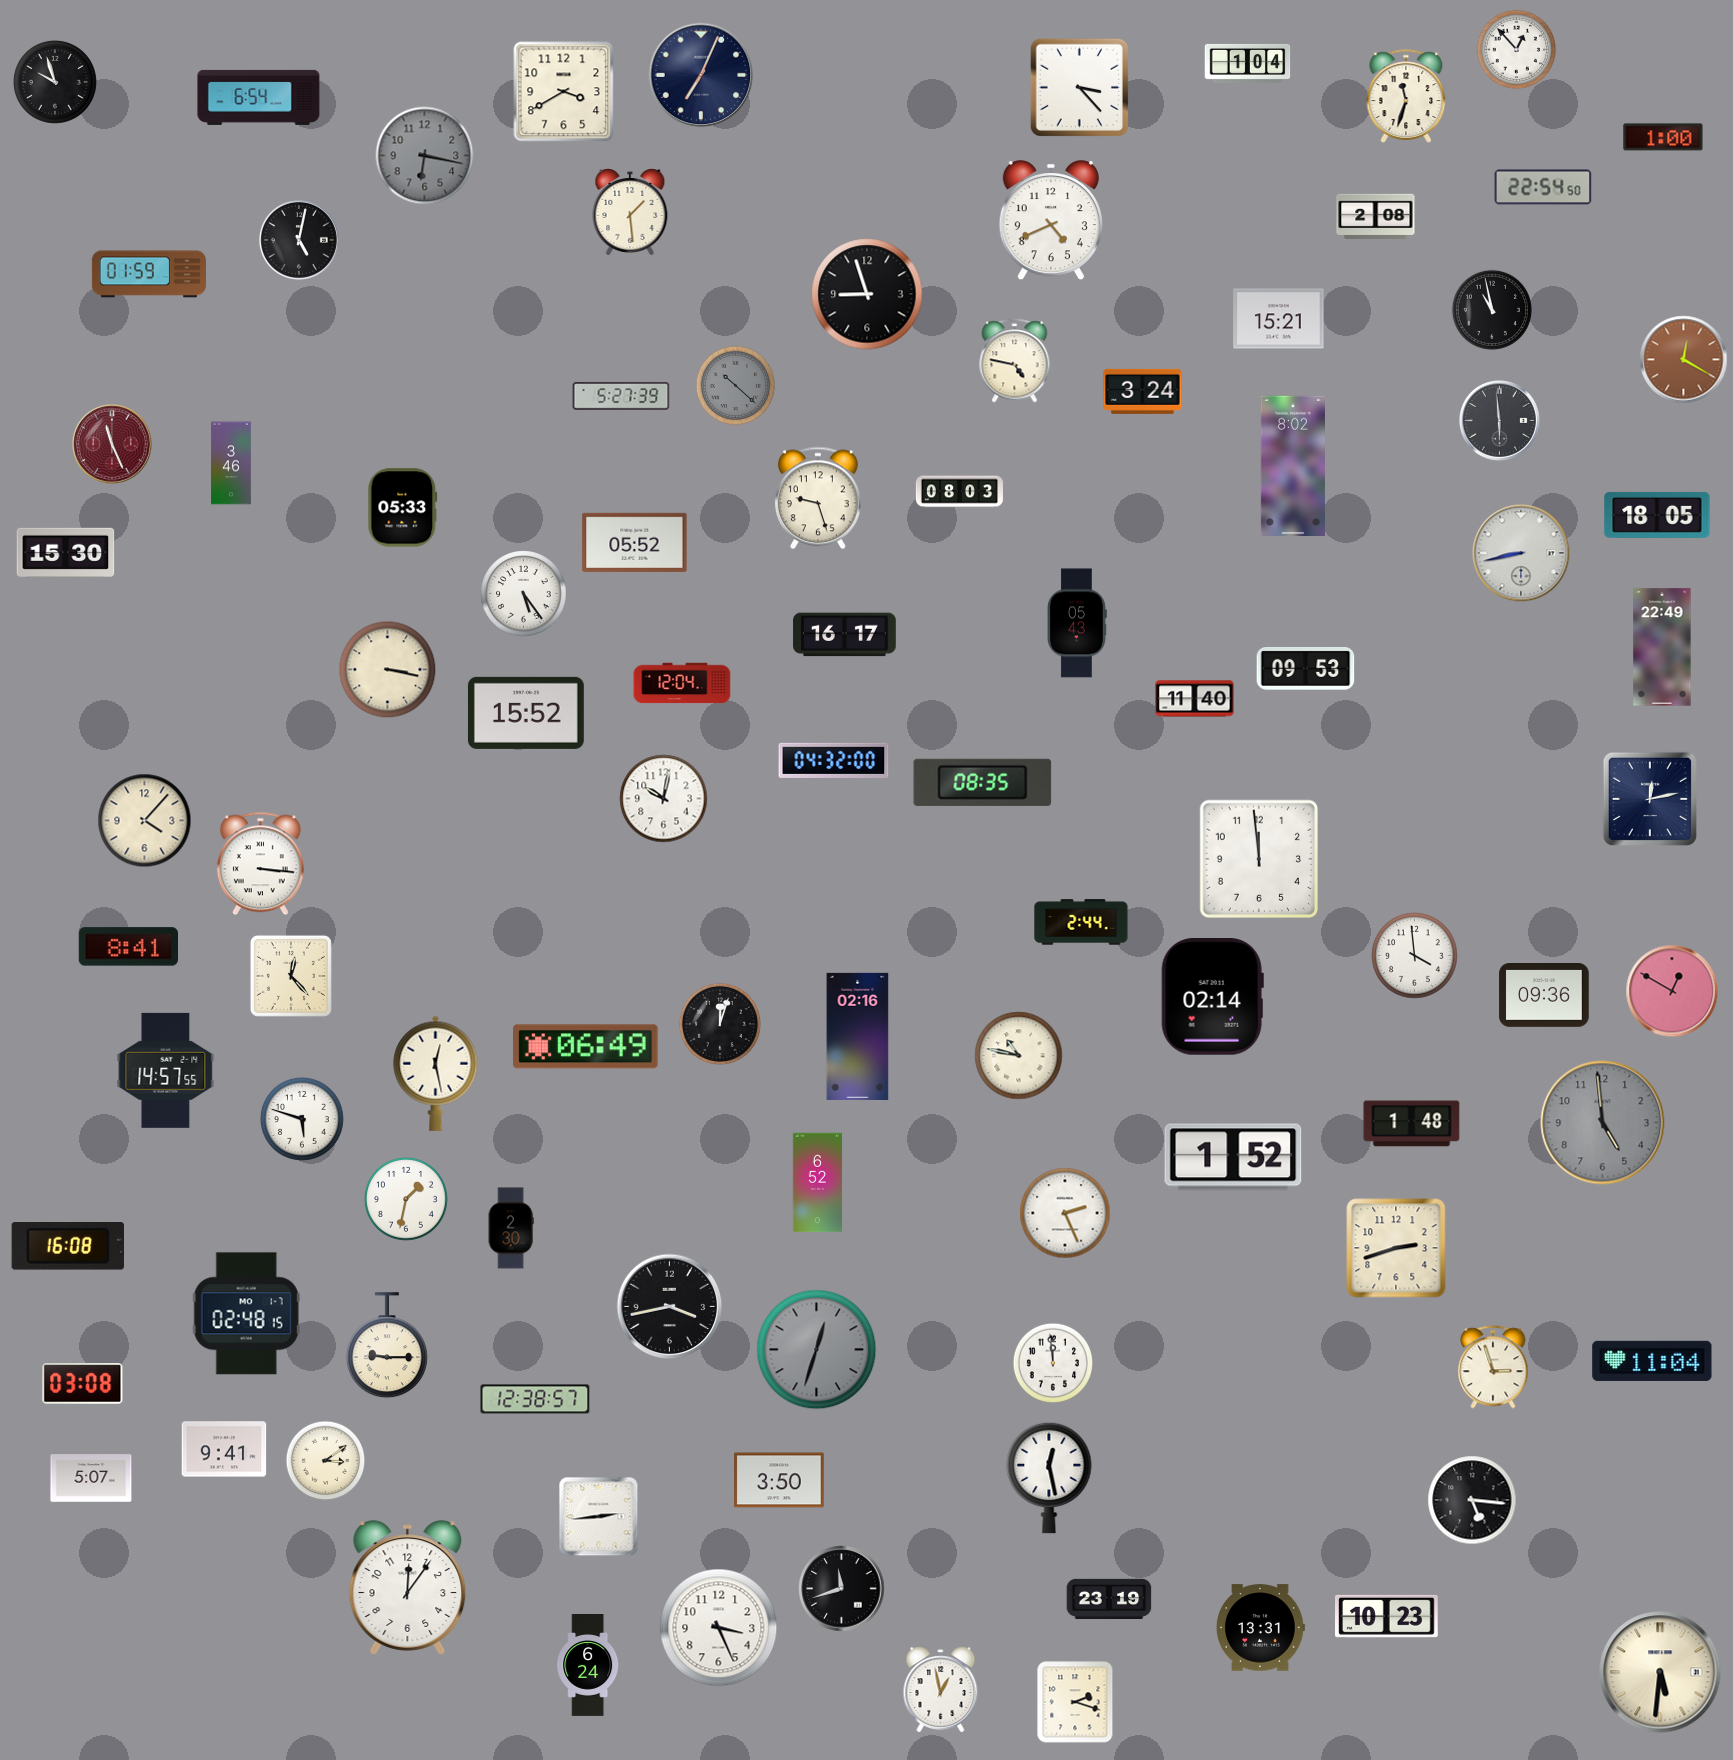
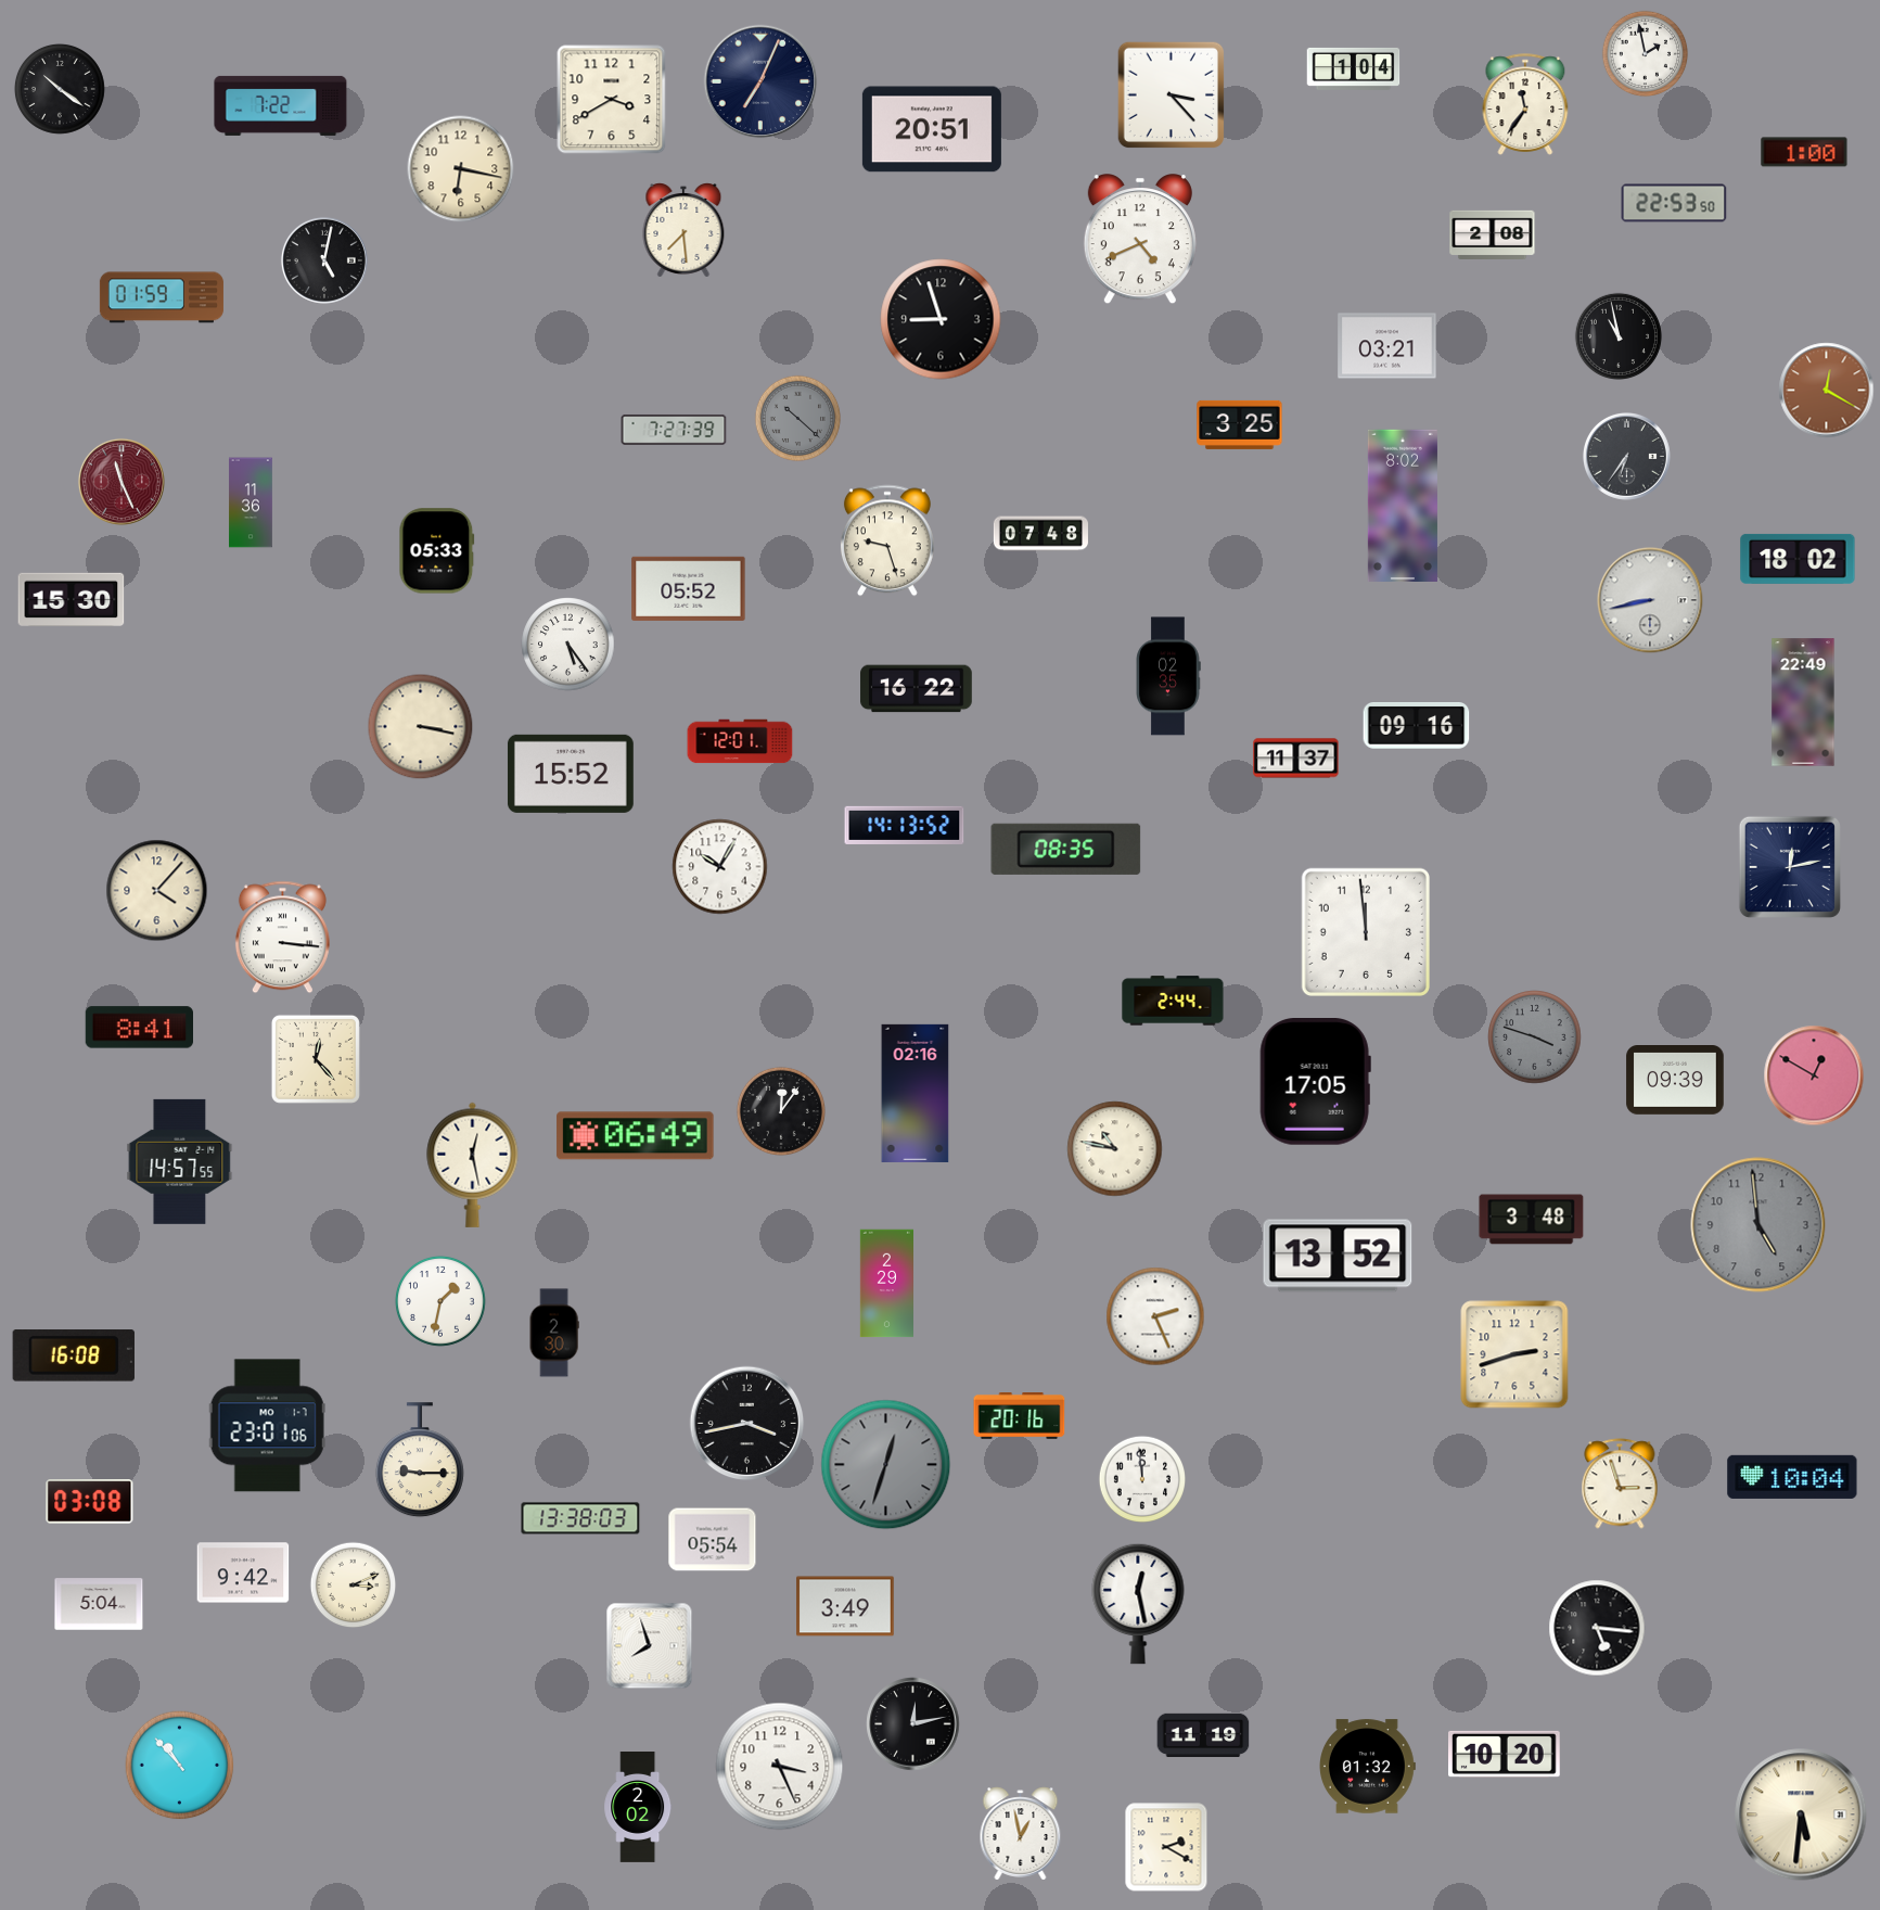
clock at (1517, 50): 12:53 -> 1:58
clock at (55, 82): 9:57 -> 10:21
clock at (1406, 96): 11:33 -> 11:36
clock at (259, 97): 6:54 -> 7:22
clock at (932, 129): none -> 20:51
clock at (1663, 137) position: (1663, 137) -> (1804, 152)
clock at (425, 156) dial: grey -> cream
clock at (1543, 187): 22:54 -> 22:53
clock at (630, 213): 1:29 -> 7:29
clock at (1279, 319): 15:21 -> 03:21
clock at (1015, 361): 4:47 -> none
clock at (1143, 391): 3:24 -> 3:25
clock at (621, 396): 5:27 -> 7:27
clock at (1499, 420): 5:59 -> 6:36
clock at (232, 463): 3:46 -> 11:36
clock at (959, 492): 08:03 -> 07:48
clock at (1657, 515): 18:05 -> 18:02
clock at (1077, 623): 05:43 -> 02:35
clock at (845, 635): 16:17 -> 16:22
clock at (1306, 669): 09:53 -> 09:16
clock at (682, 683): 12:04 -> 12:01
clock at (1195, 699): 11:40 -> 11:37
clock at (834, 760): 04:32 -> 14:13
clock at (664, 799): 10:02 -> 10:05
clock at (1415, 956): 3:59 -> 3:48
clock at (1415, 956) dial: white -> grey
clock at (1544, 996): 09:36 -> 09:39
clock at (1212, 997): 02:14 -> 17:05
clock at (720, 1024): 12:03 -> 12:06
clock at (858, 1036) position: (858, 1036) -> (916, 1093)
clock at (1019, 1056) position: (1019, 1056) -> (1115, 1149)
clock at (302, 1119): 5:48 -> none
clock at (1603, 1123) position: (1603, 1123) -> (1758, 1225)
clock at (1412, 1124): 1:48 -> 3:48
clock at (1233, 1157): 1:52 -> 13:52
clock at (817, 1183): 6:52 -> 2:29
clock at (68, 1247) position: (68, 1247) -> (74, 1357)
clock at (1020, 1416): none -> 20:16
clock at (670, 1307) position: (670, 1307) -> (747, 1424)
clock at (246, 1314): 02:48 -> 23:01
clock at (1652, 1361): 11:04 -> 10:04
clock at (535, 1399): 12:38 -> 13:38
clock at (713, 1540): none -> 05:54
clock at (224, 1449): 9:41 -> 9:42
clock at (326, 1461): 3:09 -> 3:11
clock at (91, 1478): 5:07 -> 5:04
clock at (779, 1480): 3:50 -> 3:49
clock at (599, 1517): 2:44 -> 7:57
clock at (408, 1588): 12:06 -> none
clock at (842, 1589): 11:42 -> 12:13
clock at (1109, 1598): 23:19 -> 11:19
clock at (1387, 1616): 10:23 -> 10:20
clock at (180, 1766): none -> 10:53
clock at (1261, 1628): 13:31 -> 01:32
clock at (588, 1666): 6:24 -> 2:02
clock at (1075, 1702): 2:18 -> 2:20
